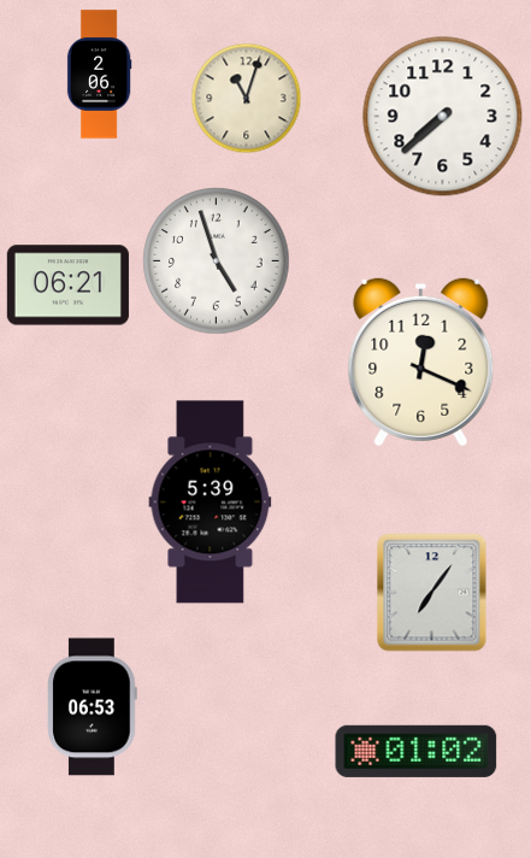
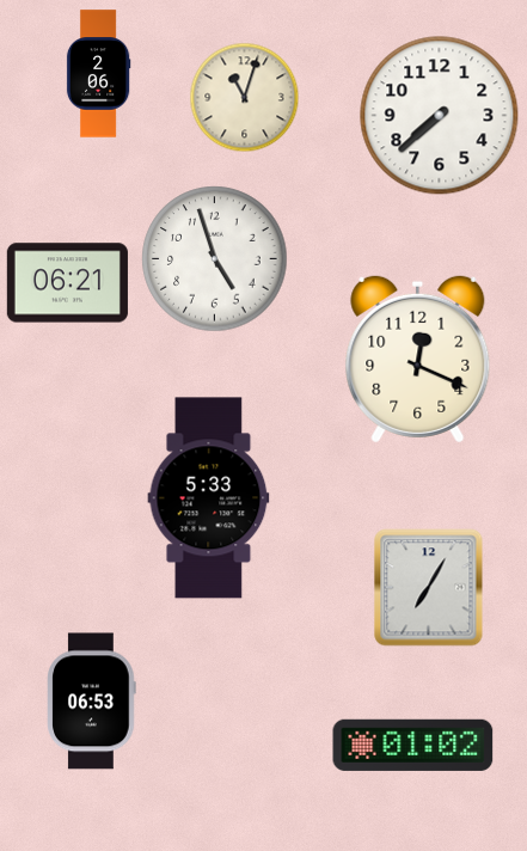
clock at (211, 503): 5:39 -> 5:33
clock at (432, 593): 7:06 -> 7:05
